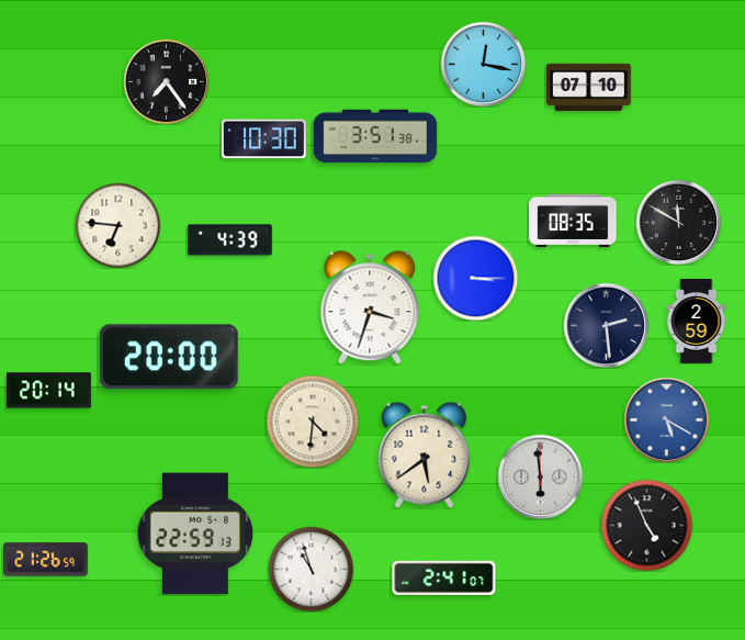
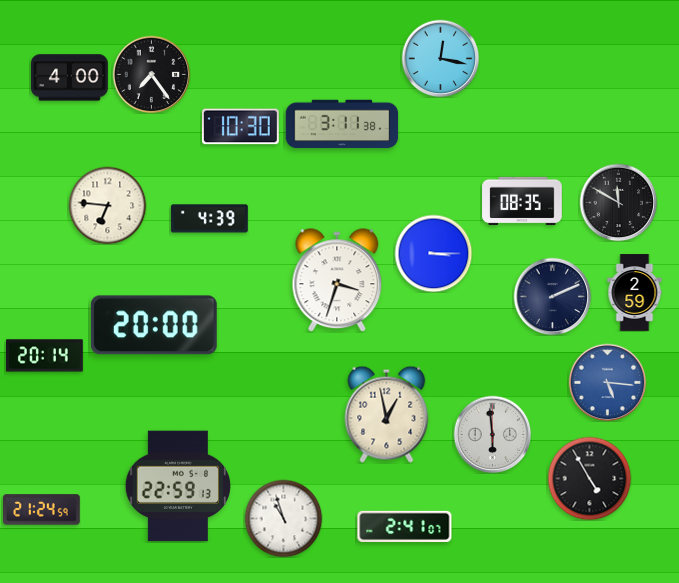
clock at (70, 78): none -> 4:00
clock at (589, 87): 07:10 -> none
clock at (375, 136): 3:51 -> 3:11
clock at (606, 325): 2:29 -> 2:11
clock at (666, 419): 5:20 -> 5:16
clock at (313, 422): 4:31 -> none
clock at (425, 454): 5:39 -> 12:58
clock at (646, 525): 4:56 -> 4:55
clock at (46, 560): 21:26 -> 21:24
